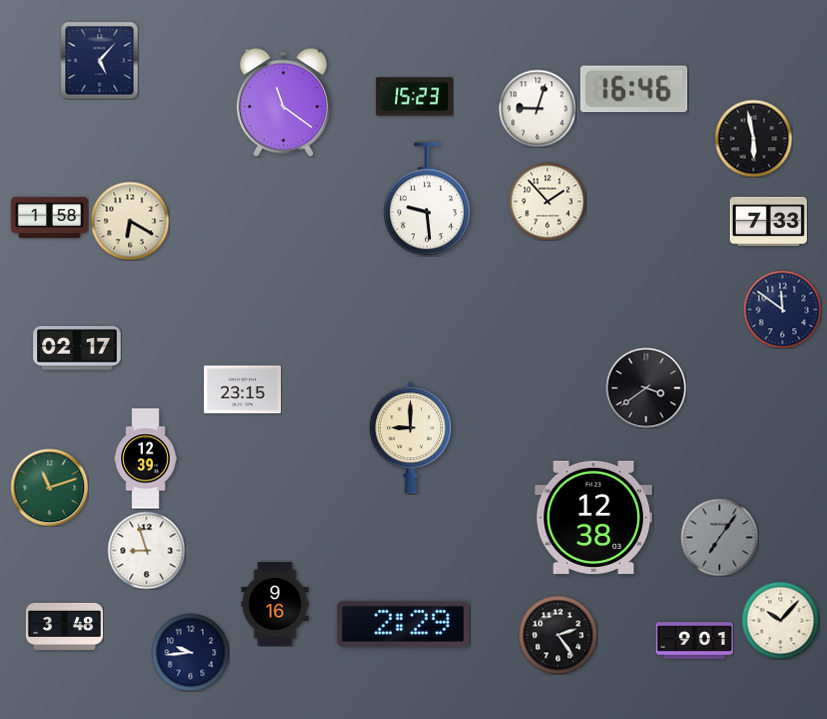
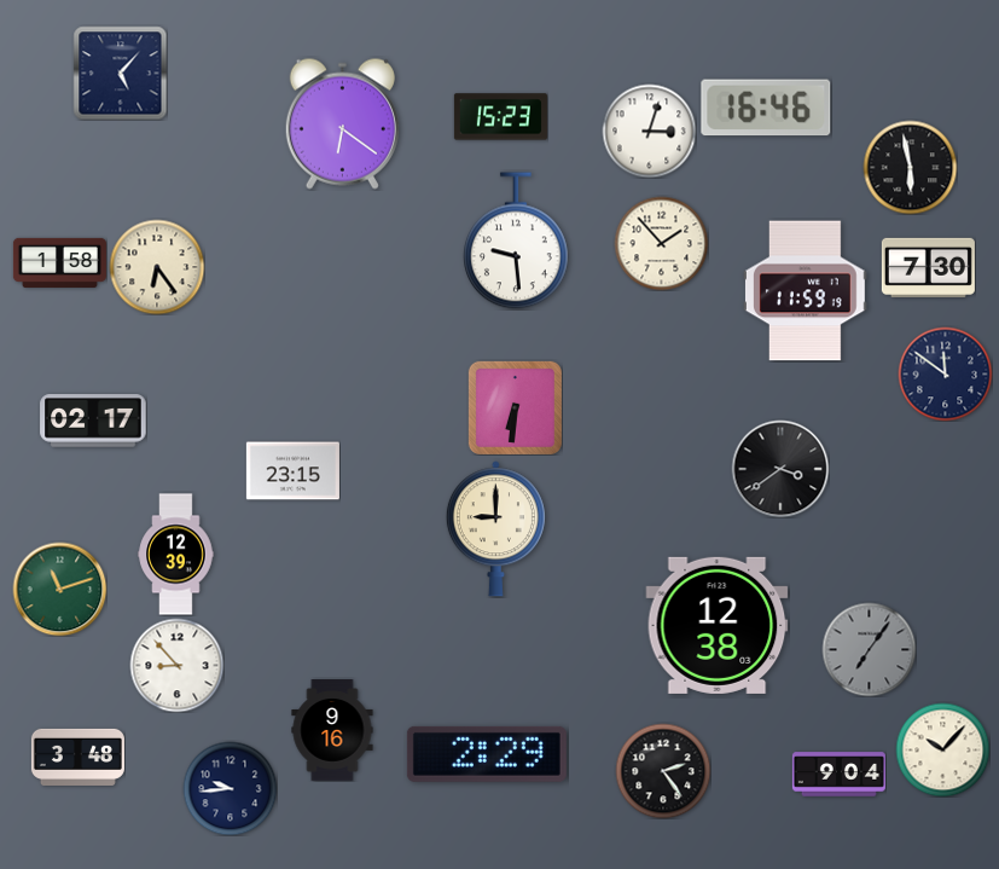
clock at (283, 102): 11:21 -> 6:21
clock at (537, 108): 9:03 -> 3:03
clock at (130, 221): 6:20 -> 6:24
clock at (768, 221): 7:33 -> 7:30
clock at (805, 291): none -> 11:59
clock at (515, 407): none -> 6:31
clock at (146, 550): 8:57 -> 8:53
clock at (558, 635) position: (558, 635) -> (663, 771)
clock at (694, 641): 9:01 -> 9:04
